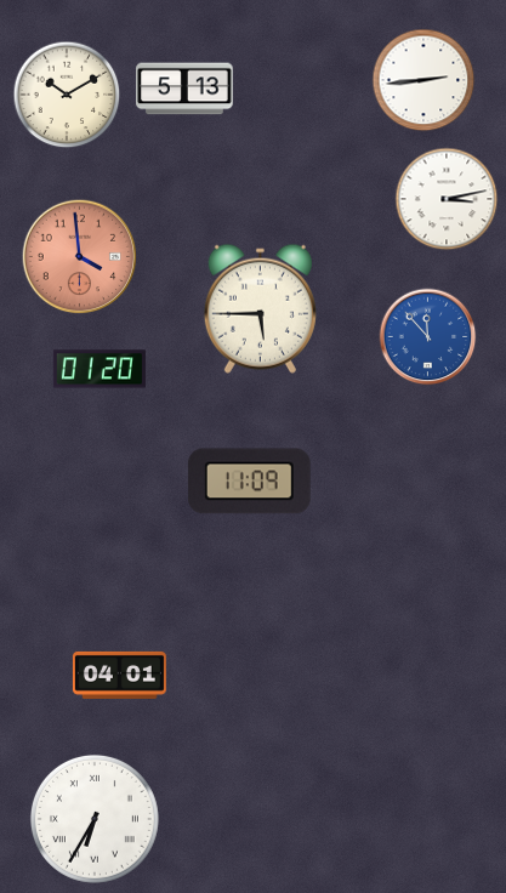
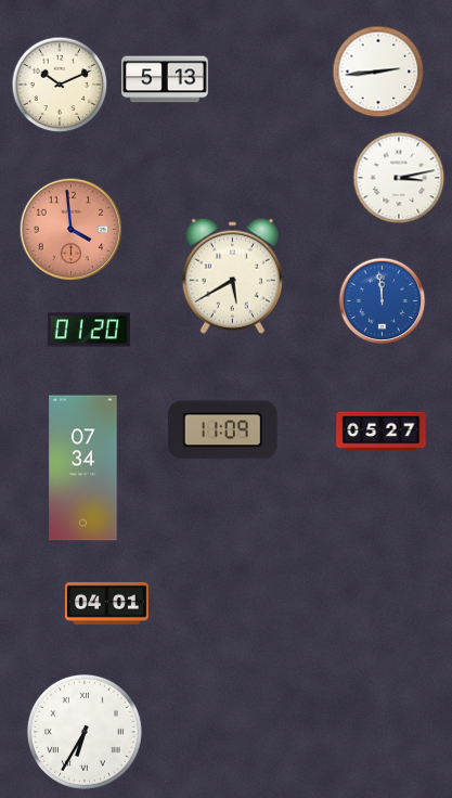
clock at (67, 95): 10:10 -> 10:11
clock at (260, 308): 5:45 -> 5:40
clock at (428, 337): 11:53 -> 11:59
clock at (382, 432): none -> 05:27
clock at (83, 468): none -> 07:34
